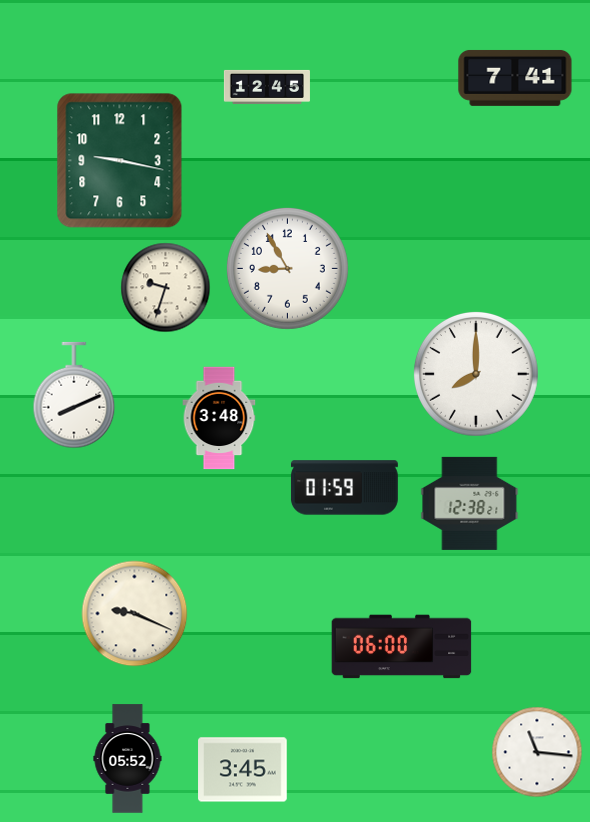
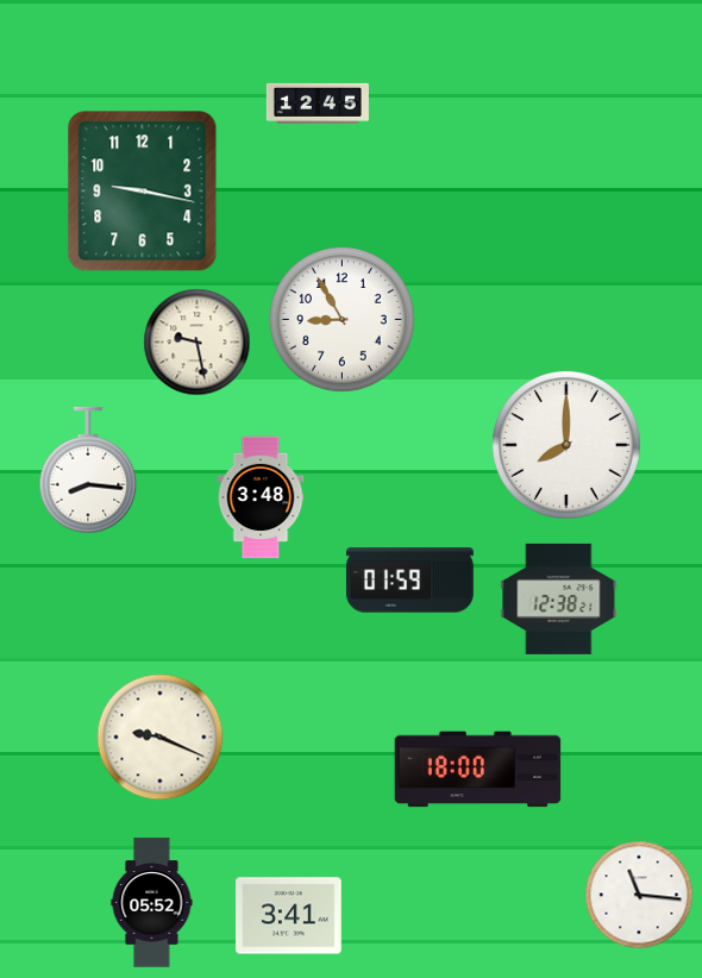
clock at (515, 78): 7:41 -> none
clock at (166, 288): 9:33 -> 9:28
clock at (74, 395): 8:11 -> 8:16
clock at (135, 614) position: (135, 614) -> (161, 738)
clock at (402, 647): 06:00 -> 18:00
clock at (243, 770): 3:45 -> 3:41
